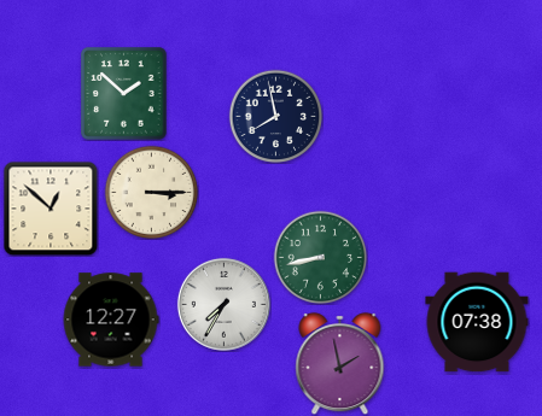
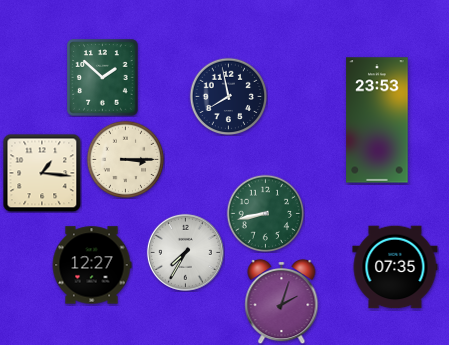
clock at (377, 120): none -> 23:53
clock at (51, 209): 12:52 -> 1:16
clock at (477, 322): 07:38 -> 07:35
clock at (340, 363): 1:58 -> 2:03
